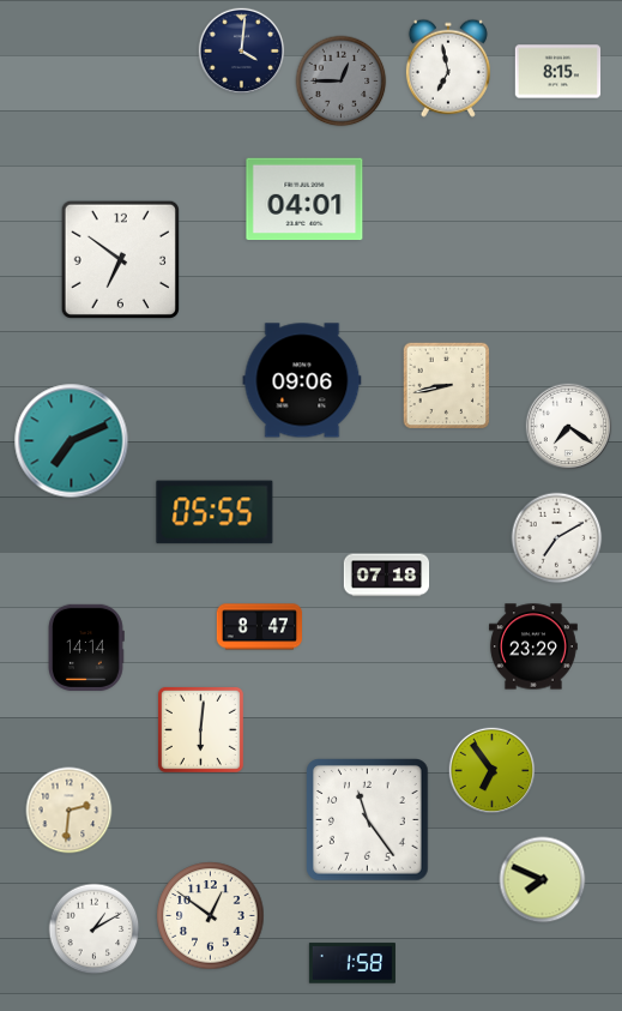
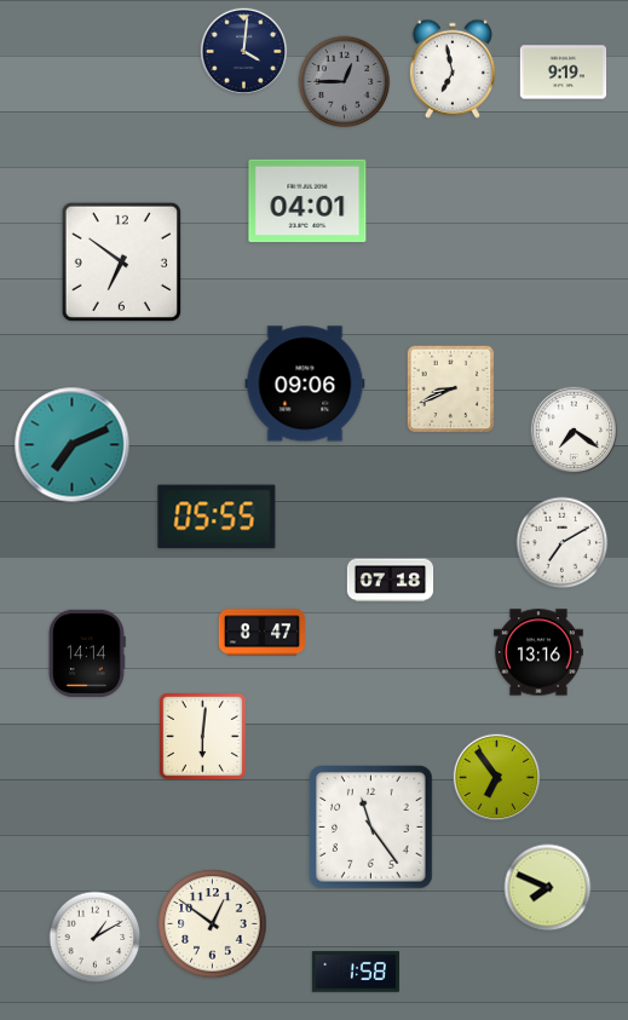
clock at (558, 72): 8:15 -> 9:19
clock at (447, 386): 8:43 -> 8:41
clock at (535, 646): 23:29 -> 13:16
clock at (70, 811): 2:31 -> none
